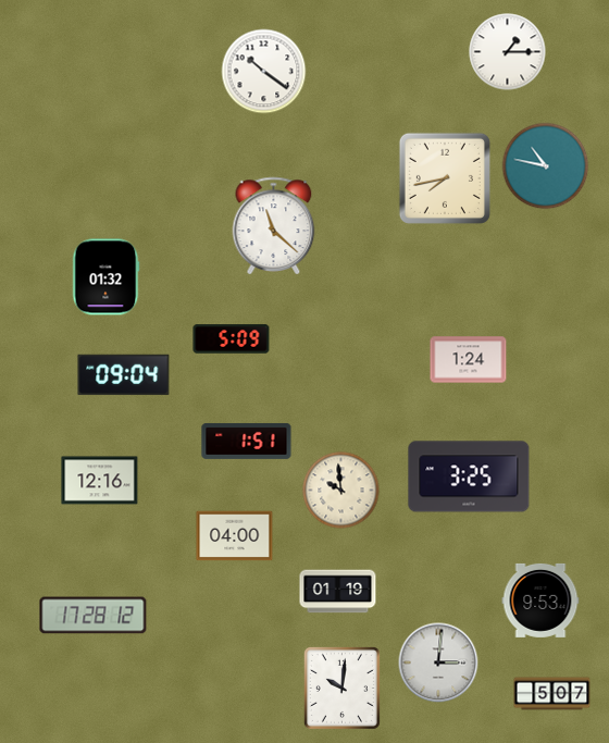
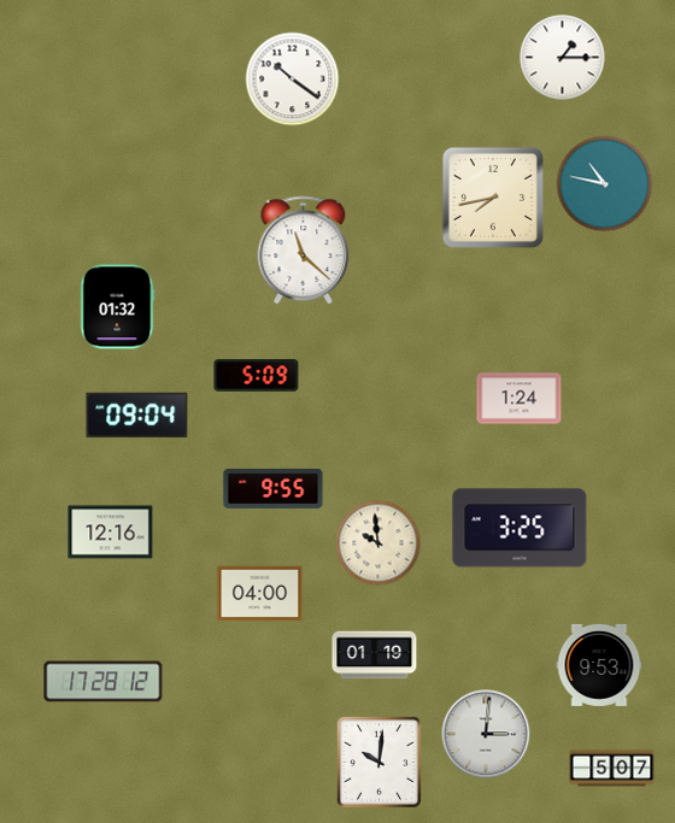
clock at (247, 441): 1:51 -> 9:55
